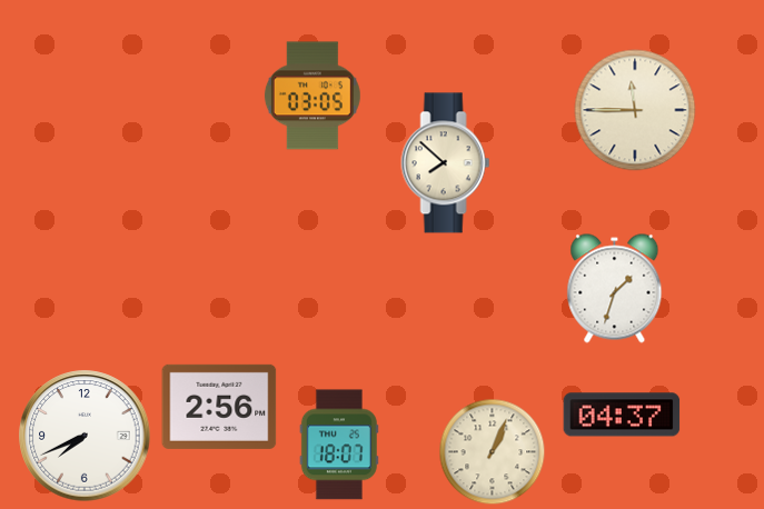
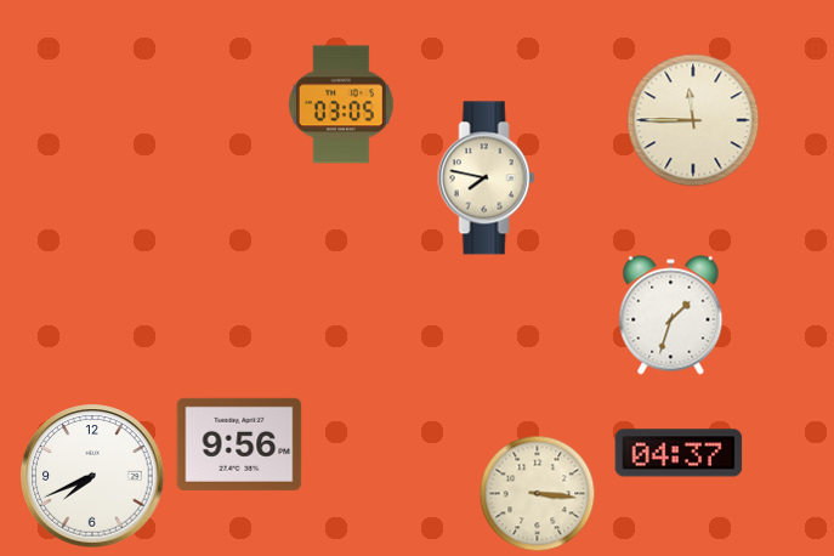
clock at (446, 163): 7:52 -> 7:47
clock at (219, 407): 2:56 -> 9:56
clock at (339, 445): 18:07 -> none
clock at (493, 452): 1:04 -> 3:16
